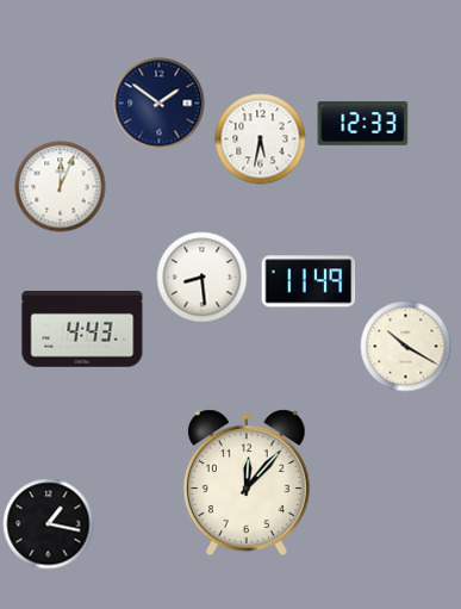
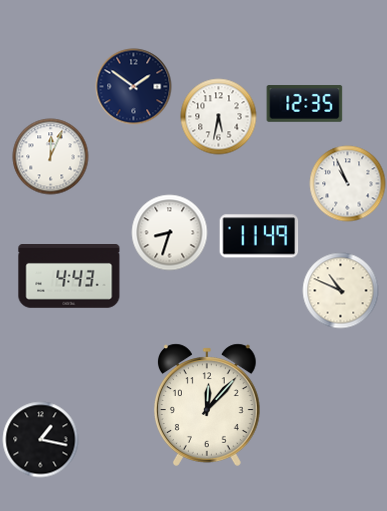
clock at (363, 124): 12:33 -> 12:35
clock at (348, 184): none -> 10:56
clock at (203, 278): 8:29 -> 8:33
clock at (406, 347): 10:20 -> 10:49
